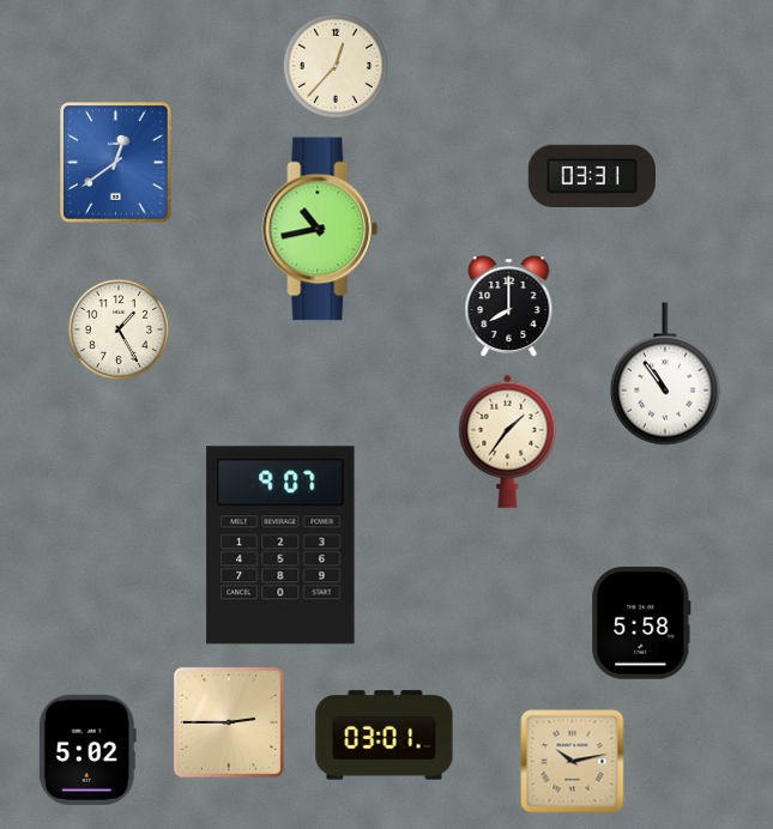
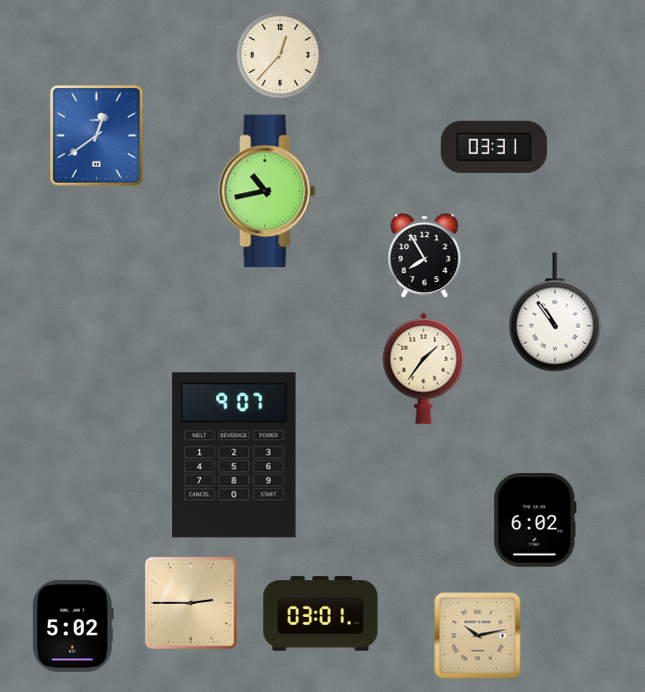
clock at (509, 305): 8:00 -> 7:55
clock at (117, 328): 1:25 -> none
clock at (641, 623): 5:58 -> 6:02
